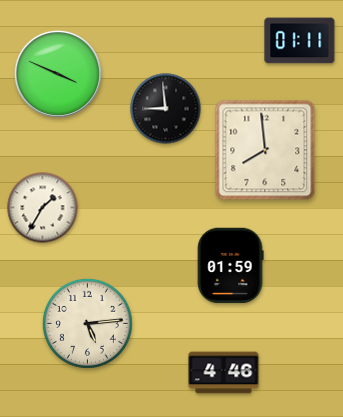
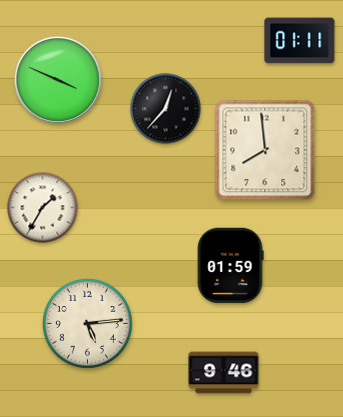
clock at (58, 74) position: (58, 74) -> (58, 80)
clock at (166, 109): 8:59 -> 12:37
clock at (224, 373): 4:46 -> 9:46
